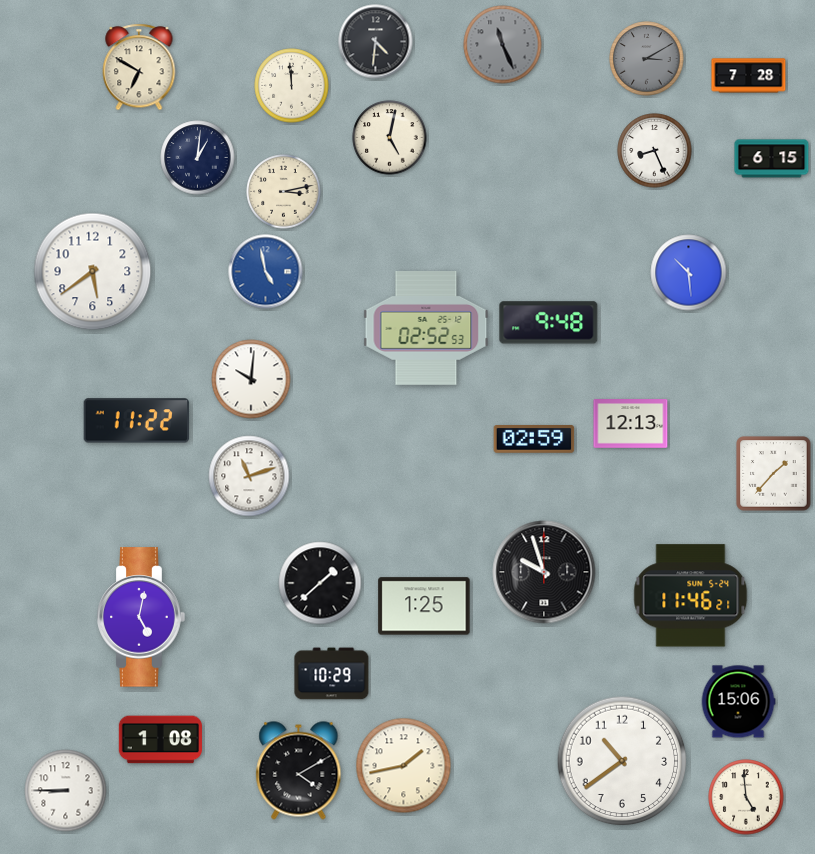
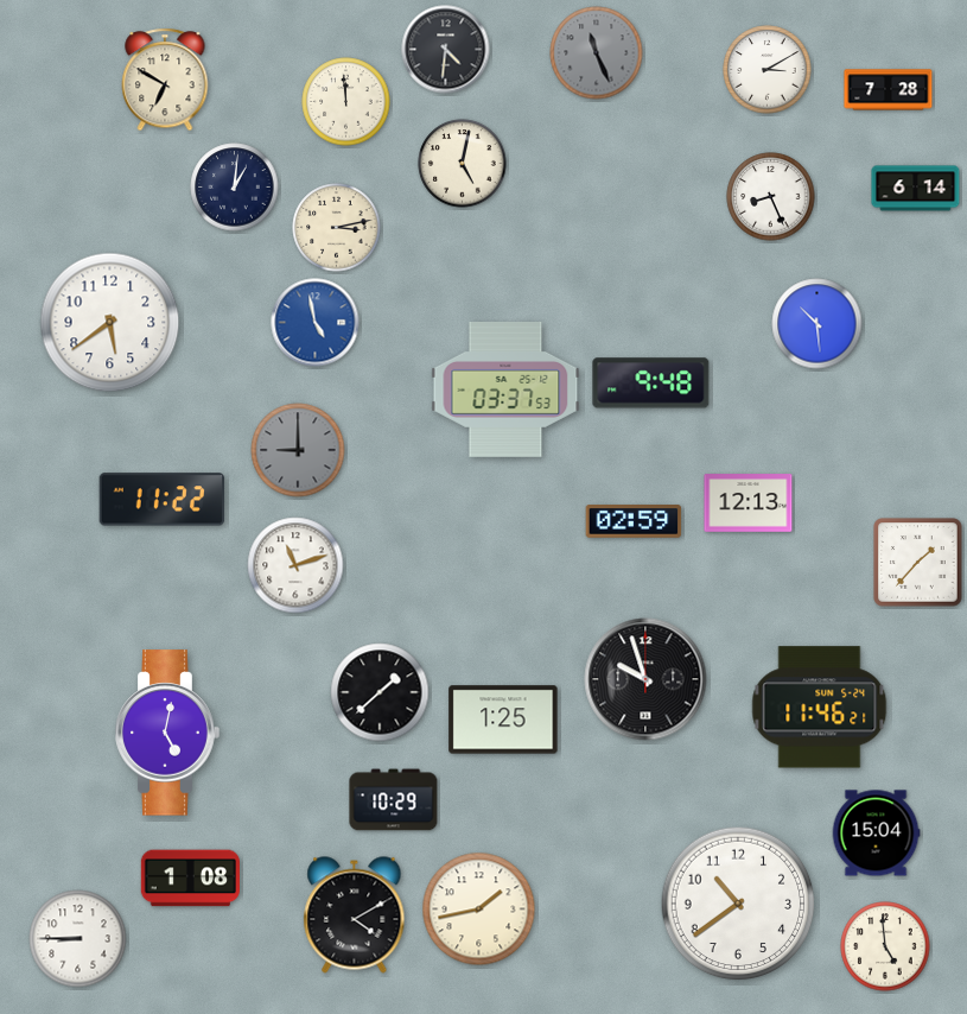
clock at (647, 59) dial: grey -> white
clock at (655, 151) position: (655, 151) -> (771, 197)
clock at (772, 159): 6:15 -> 6:14
clock at (426, 329): 02:52 -> 03:37
clock at (251, 379): 10:01 -> 9:00
clock at (251, 379) dial: white -> grey
clock at (738, 702): 15:06 -> 15:04
